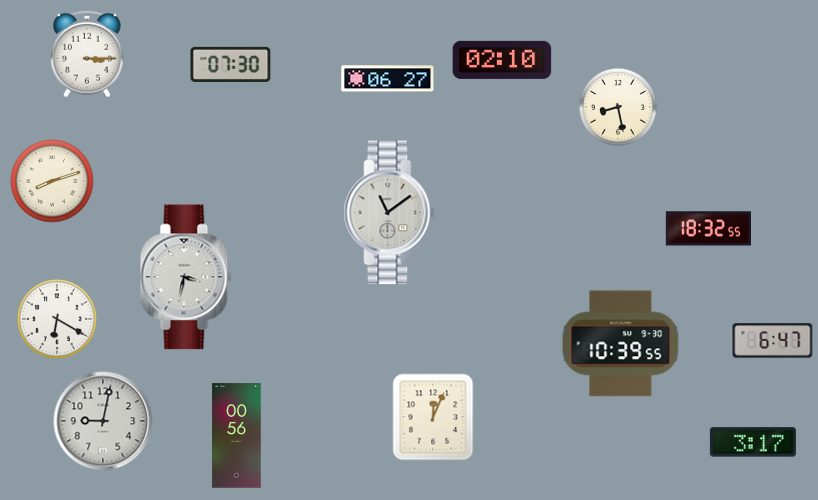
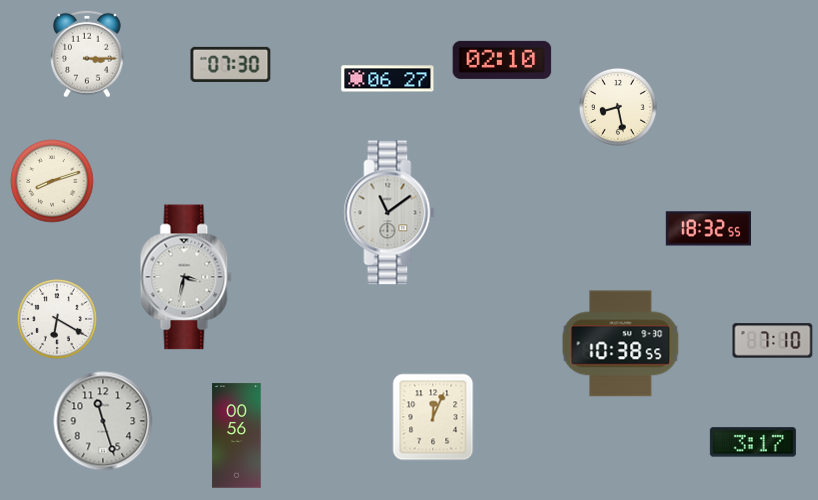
clock at (773, 341): 6:47 -> 7:10
clock at (621, 344): 10:39 -> 10:38
clock at (103, 421): 9:02 -> 11:27
